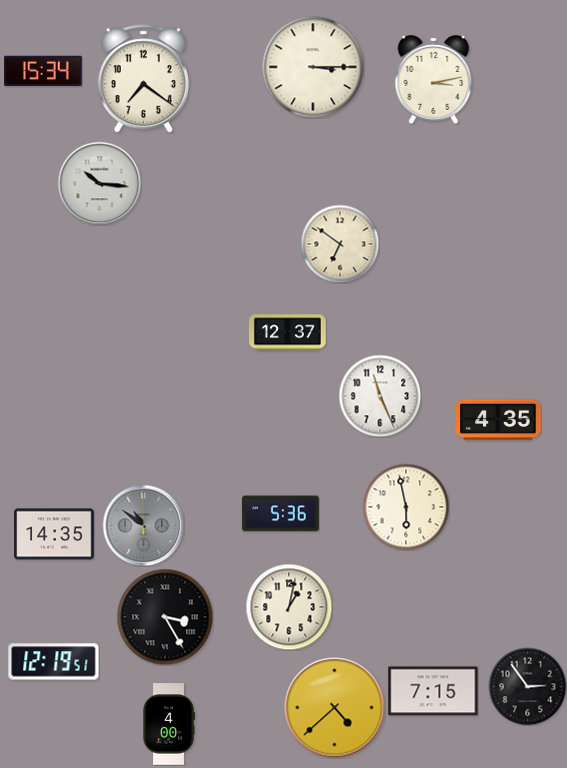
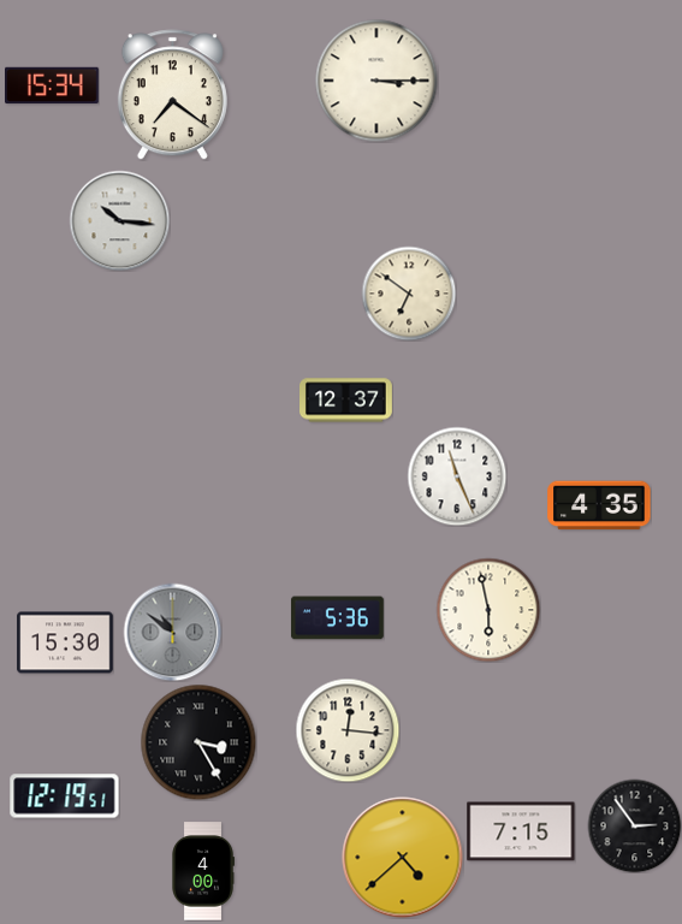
clock at (434, 79): 3:13 -> none
clock at (54, 534): 14:35 -> 15:30
clock at (289, 607): 1:02 -> 12:16
clock at (335, 708) position: (335, 708) -> (403, 858)
